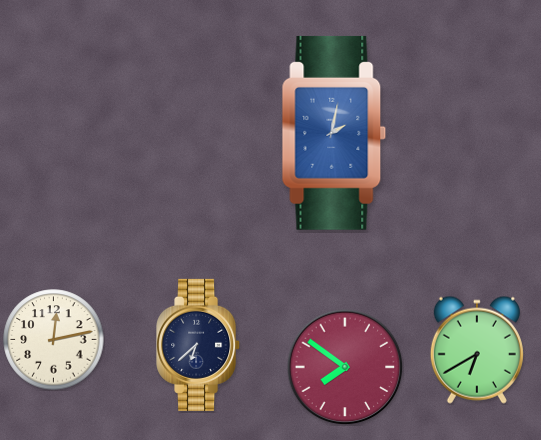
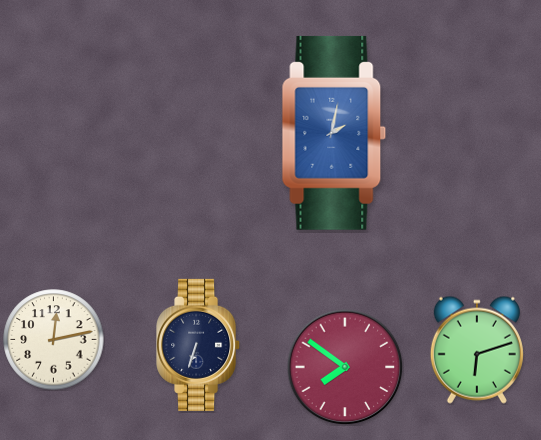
clock at (199, 345): 6:38 -> 6:33
clock at (477, 350): 6:40 -> 6:12
